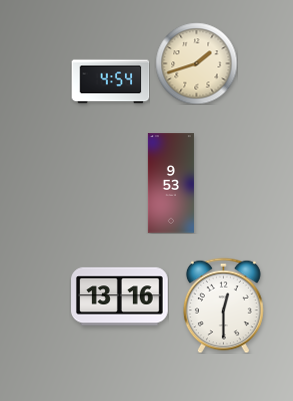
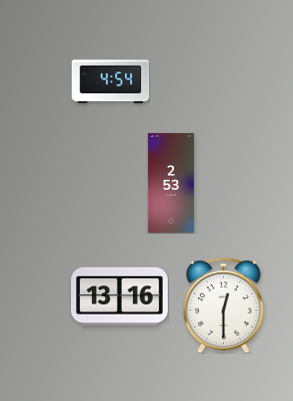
clock at (196, 63): 1:42 -> none
clock at (171, 183): 9:53 -> 2:53
